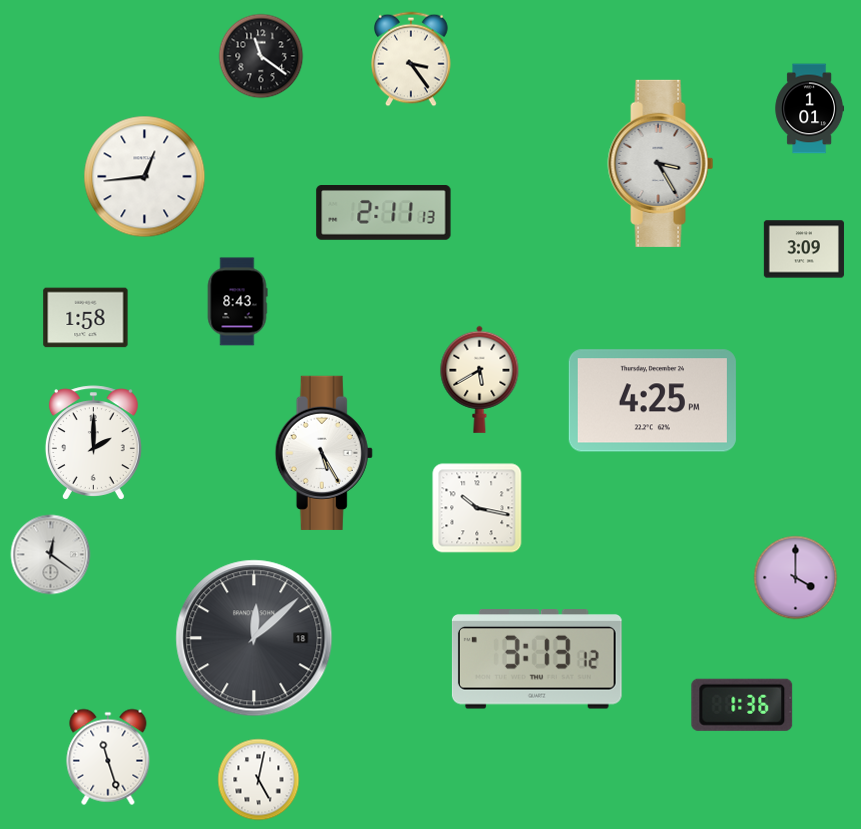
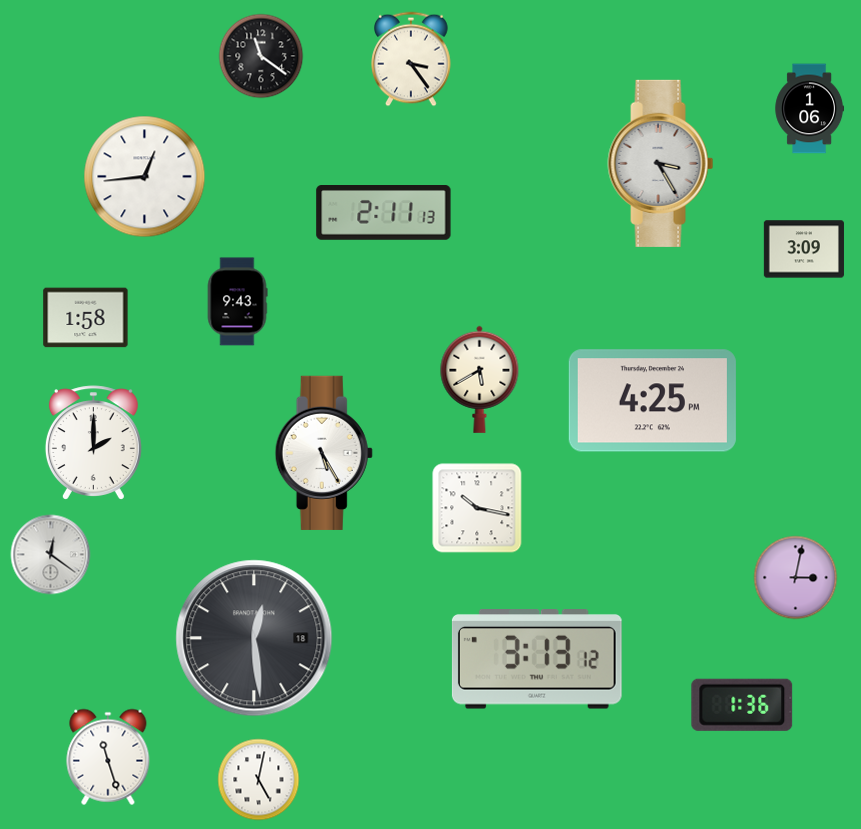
clock at (809, 109): 1:01 -> 1:06
clock at (237, 302): 8:43 -> 9:43
clock at (796, 578): 4:00 -> 3:02
clock at (254, 638): 12:08 -> 12:29
